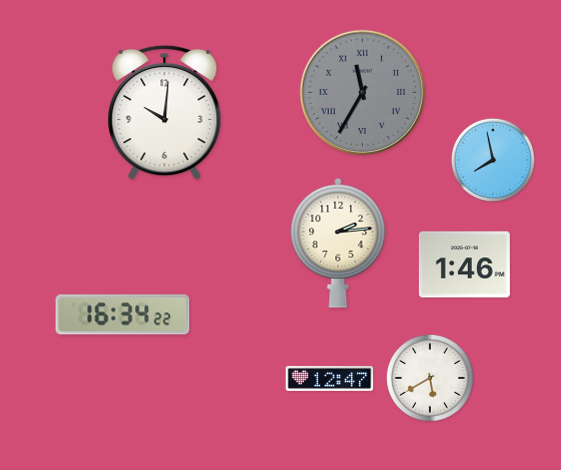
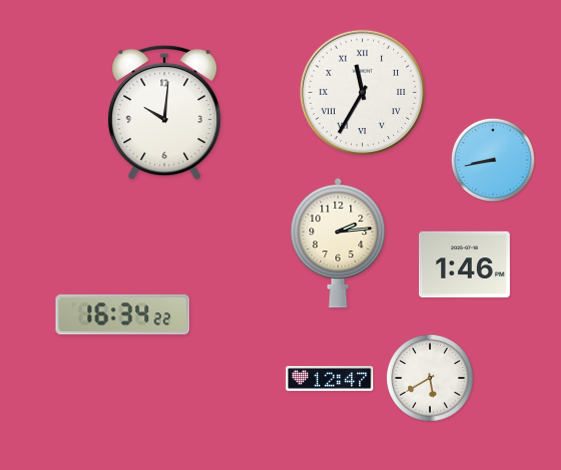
clock at (363, 93) dial: grey -> white
clock at (493, 160): 7:58 -> 8:43
